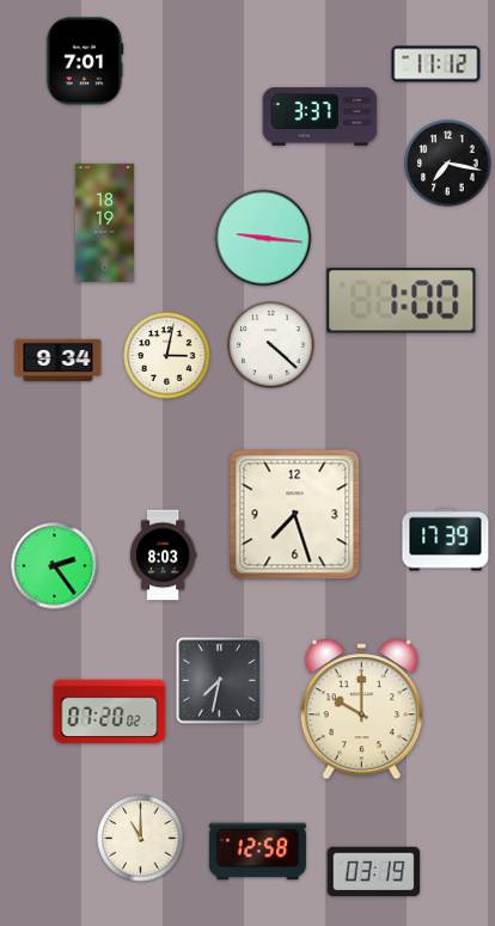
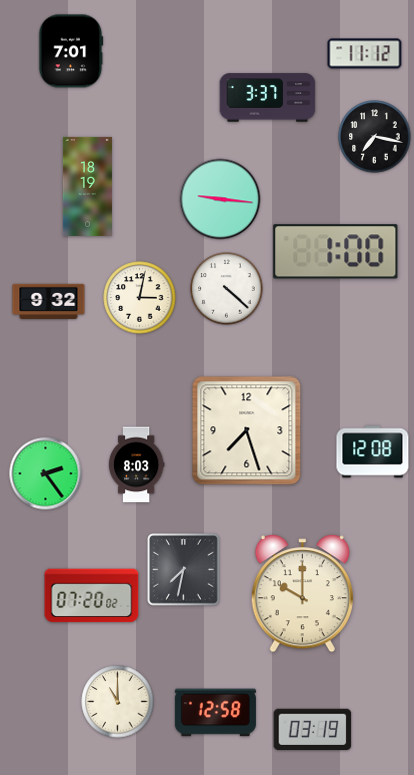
clock at (59, 360): 9:34 -> 9:32
clock at (446, 540): 17:39 -> 12:08
